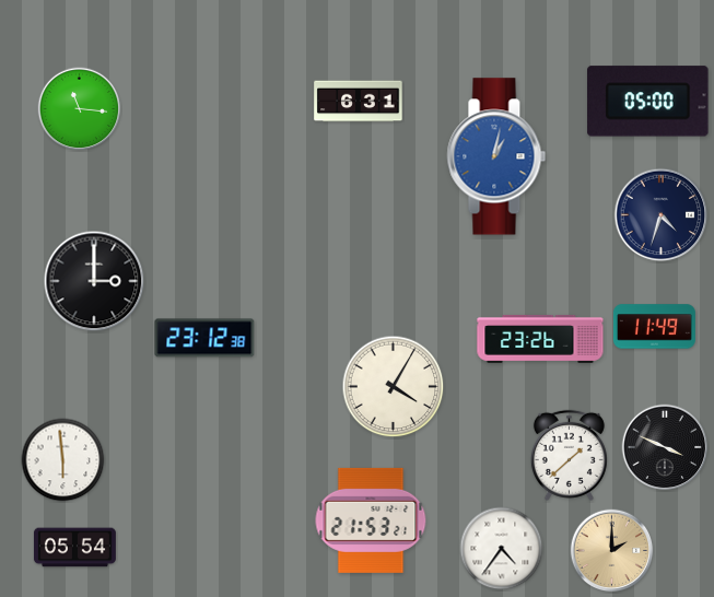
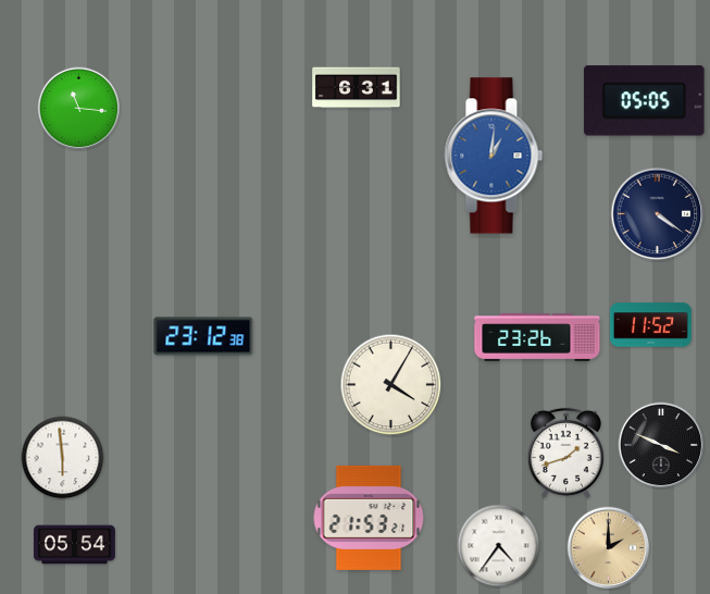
clock at (359, 102) position: (359, 102) -> (357, 88)
clock at (648, 102): 05:00 -> 05:05
clock at (496, 156): 1:02 -> 1:01
clock at (662, 215): 4:33 -> 4:21
clock at (94, 281): 3:00 -> none
clock at (654, 327): 11:49 -> 11:52
clock at (569, 455): 1:38 -> 1:42
